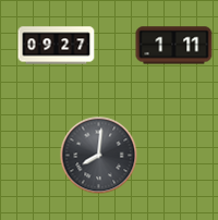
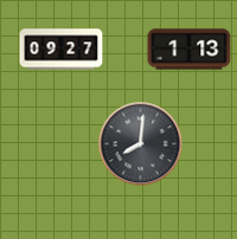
clock at (174, 46): 1:11 -> 1:13
clock at (99, 156) position: (99, 156) -> (141, 144)
